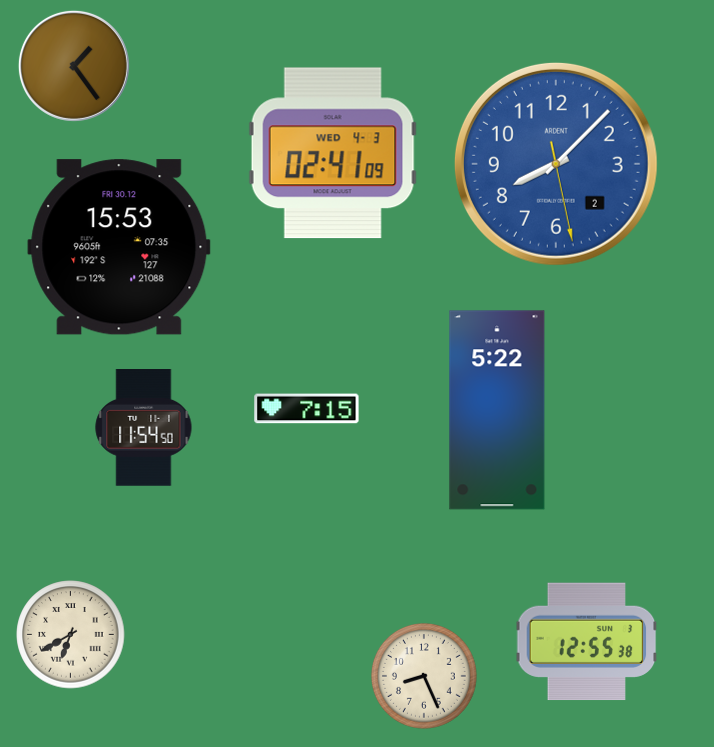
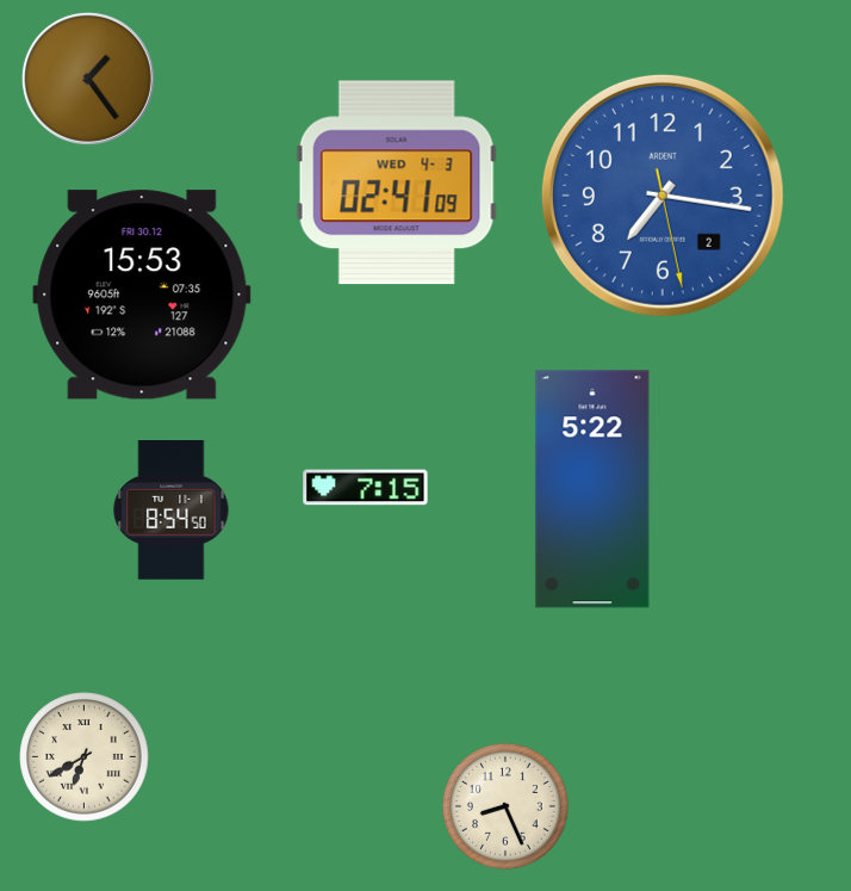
clock at (556, 164): 8:07 -> 7:16
clock at (144, 428): 11:54 -> 8:54
clock at (587, 642): 12:55 -> none
